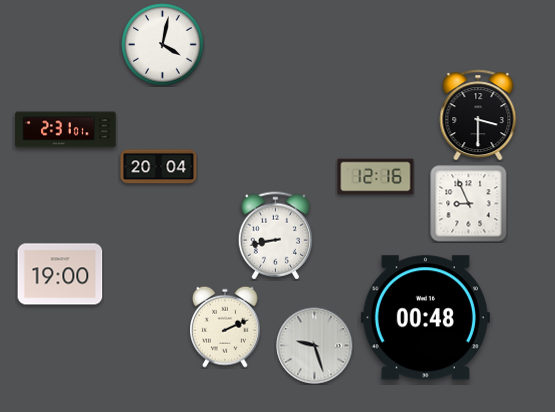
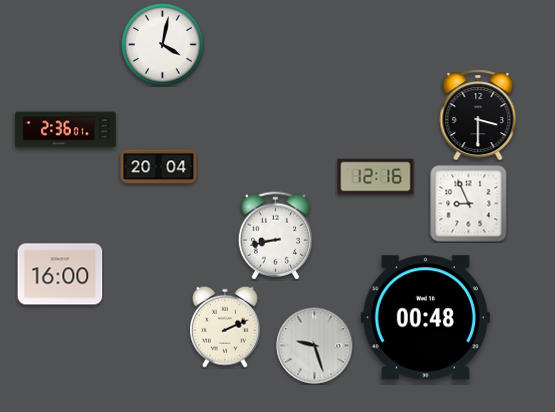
clock at (66, 130): 2:31 -> 2:36
clock at (60, 274): 19:00 -> 16:00
